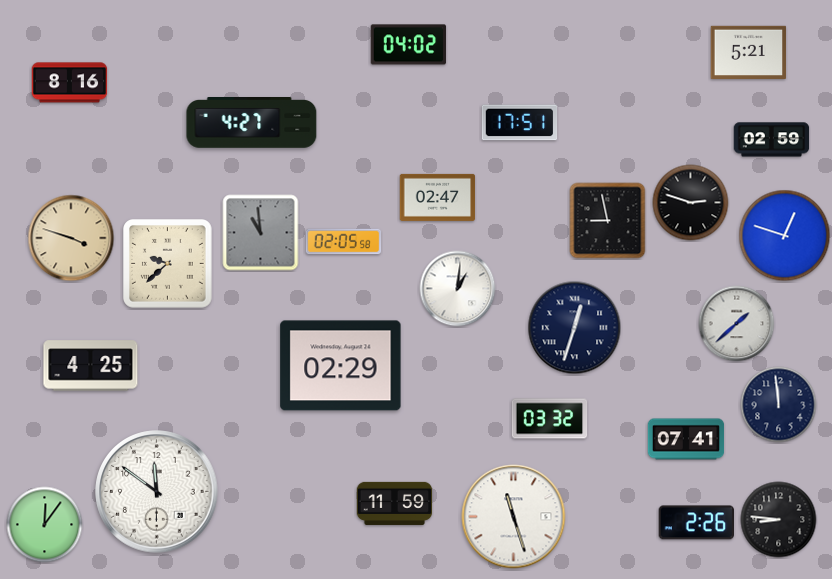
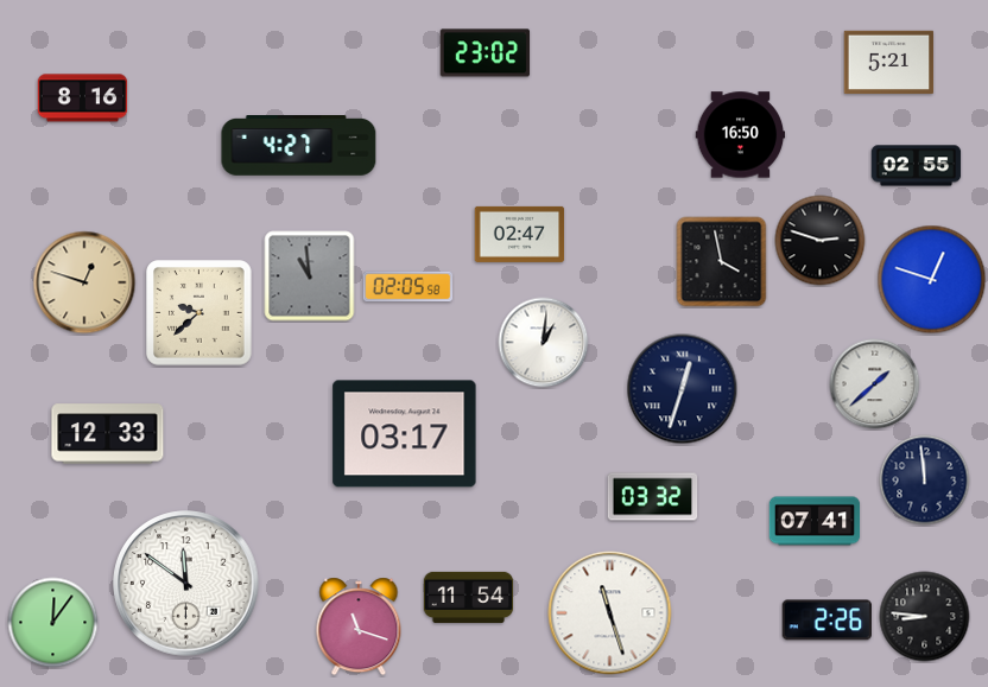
clock at (409, 45): 04:02 -> 23:02
clock at (741, 135): none -> 16:50
clock at (520, 123): 17:51 -> none
clock at (772, 140): 02:59 -> 02:55
clock at (608, 221): 8:58 -> 3:58
clock at (71, 238): 3:48 -> 12:48
clock at (91, 366): 4:25 -> 12:33
clock at (341, 366): 02:29 -> 03:17
clock at (395, 503): 11:59 -> 11:54
clock at (359, 626): none -> 11:18
